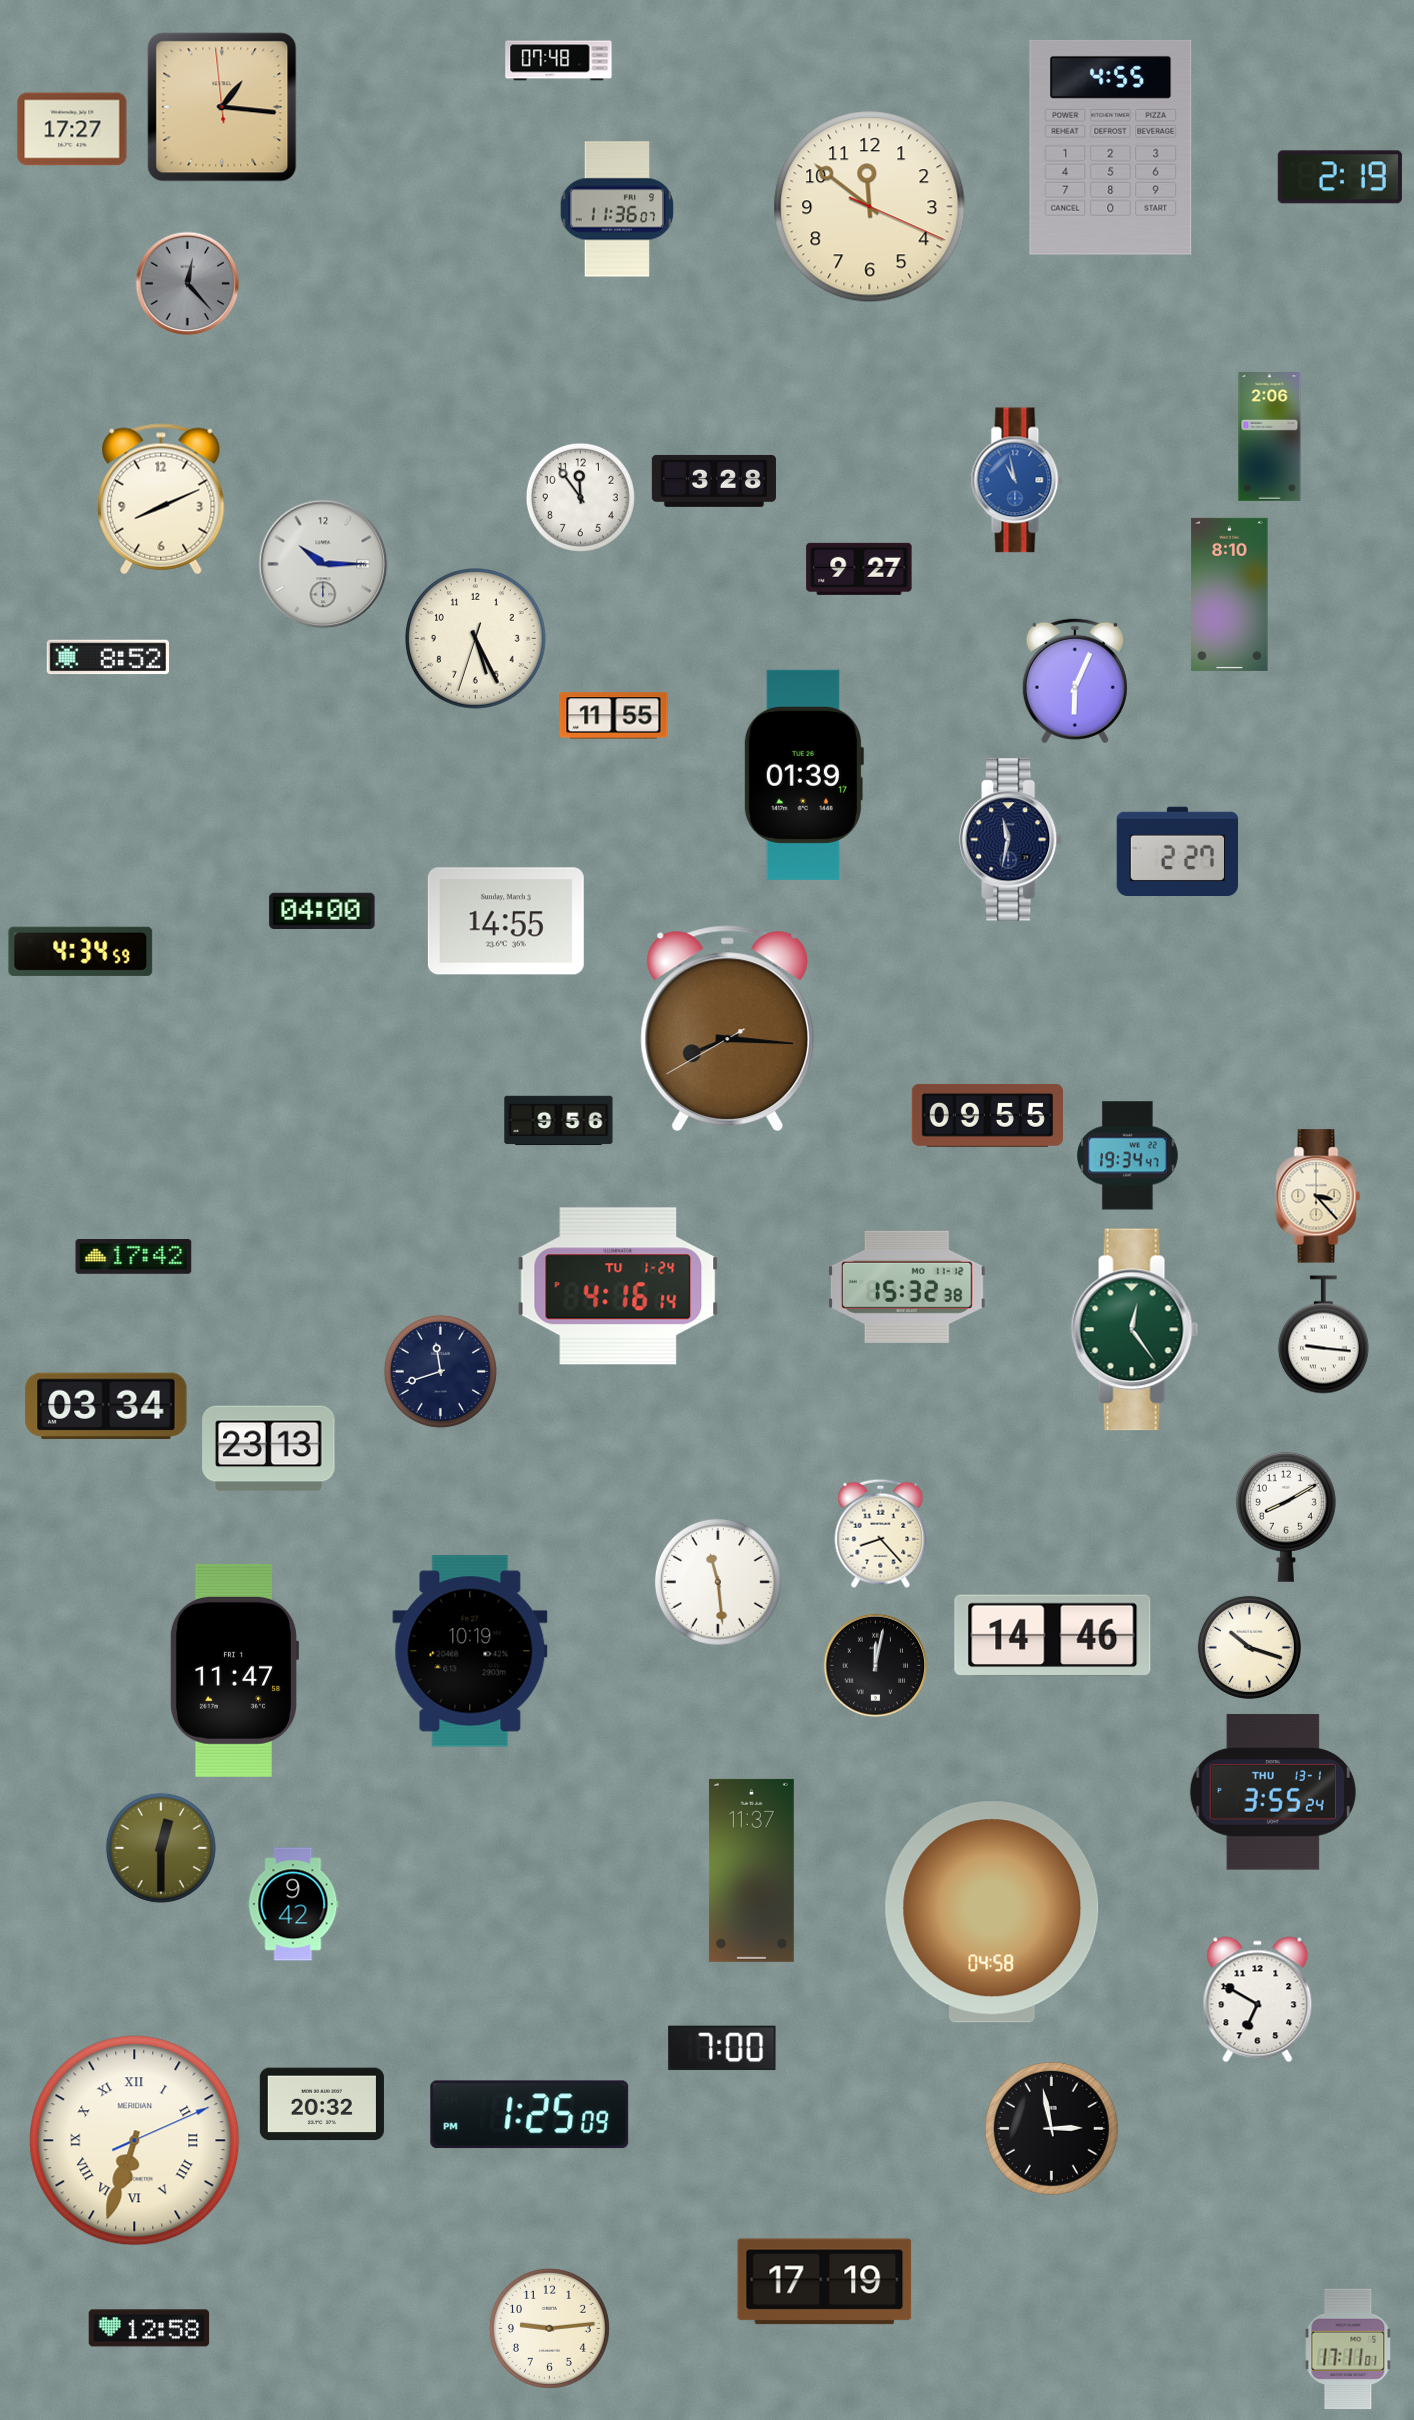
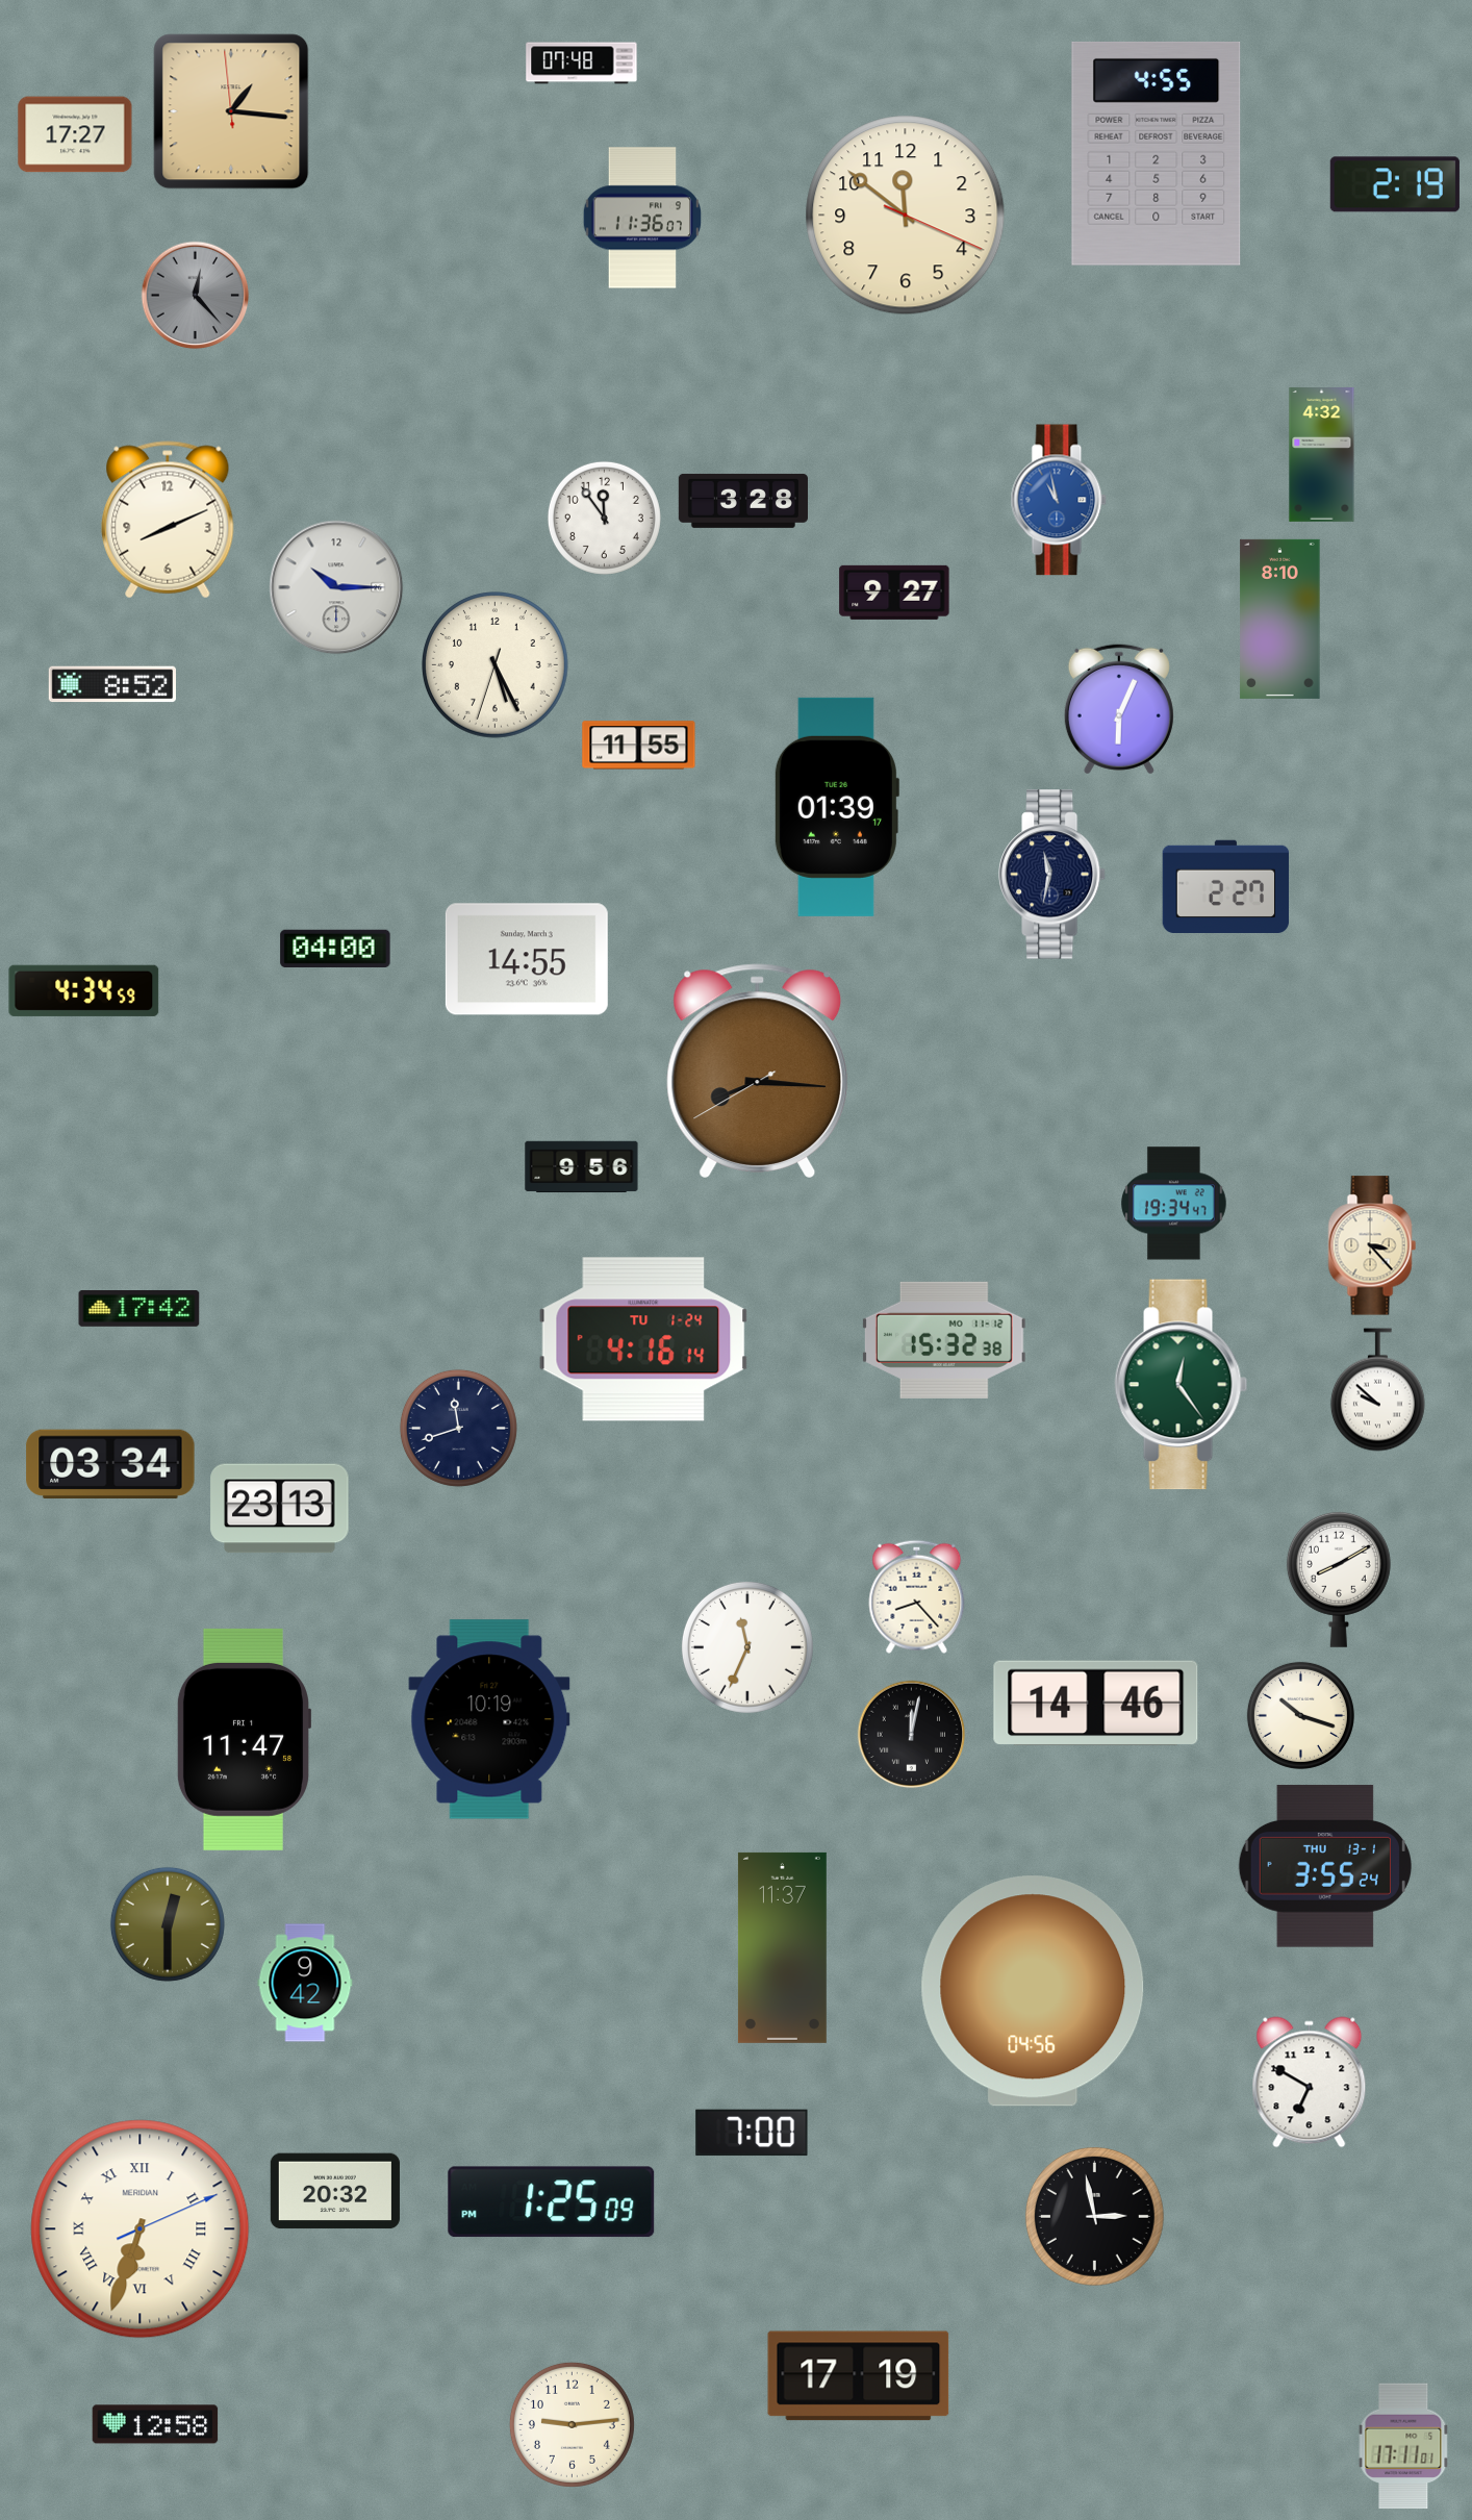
clock at (1270, 437): 2:06 -> 4:32
clock at (987, 1115): 09:55 -> none
clock at (1323, 1335): 9:16 -> 9:52
clock at (718, 1582): 11:29 -> 11:34
clock at (992, 1912): 04:58 -> 04:56
